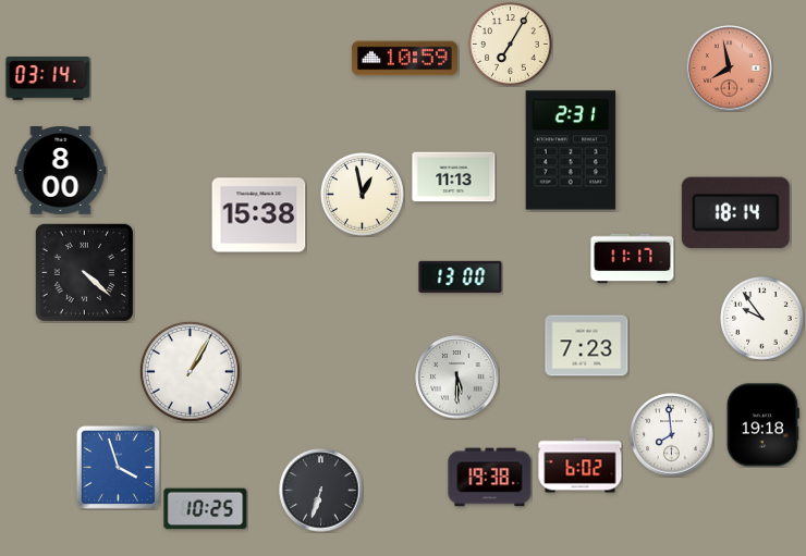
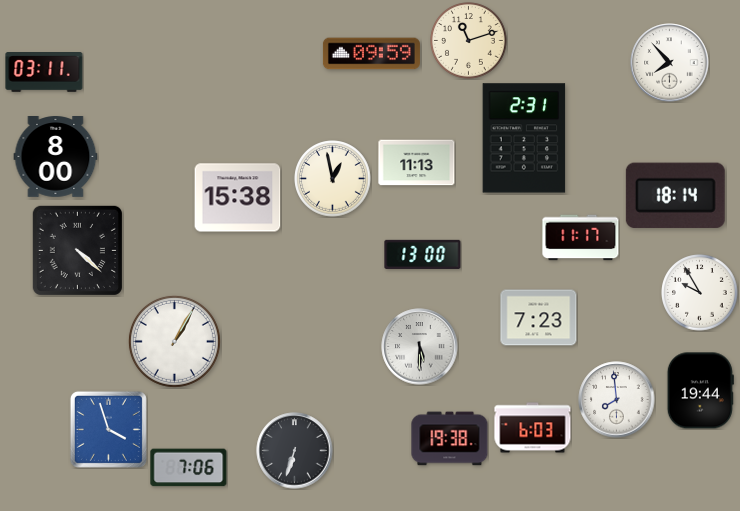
clock at (511, 45): 7:05 -> 11:12
clock at (404, 59): 10:59 -> 09:59
clock at (730, 69): 7:58 -> 7:53
clock at (730, 69) dial: salmon -> white
clock at (48, 79): 03:14 -> 03:11
clock at (762, 319): 9:54 -> 9:55
clock at (762, 425): 19:18 -> 19:44
clock at (581, 466): 6:02 -> 6:03
clock at (206, 509): 10:25 -> 7:06
